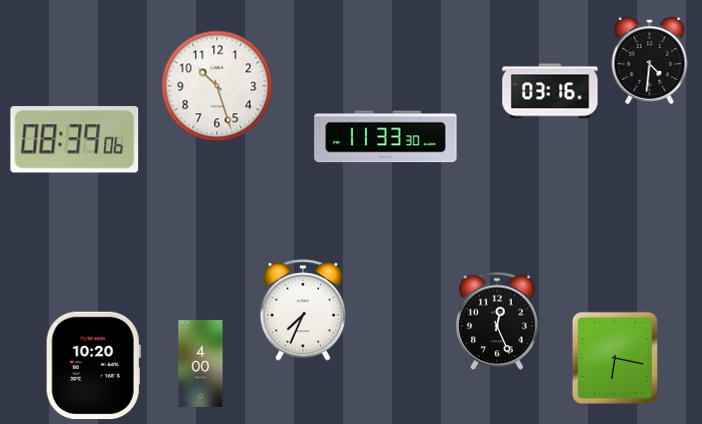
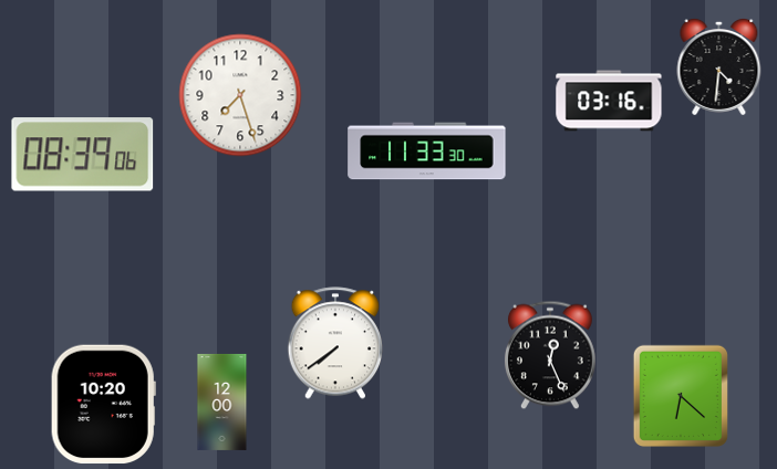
clock at (217, 86): 10:27 -> 7:27
clock at (303, 310): 7:34 -> 7:39
clock at (615, 358): 6:17 -> 6:22
clock at (201, 363): 4:00 -> 12:00
